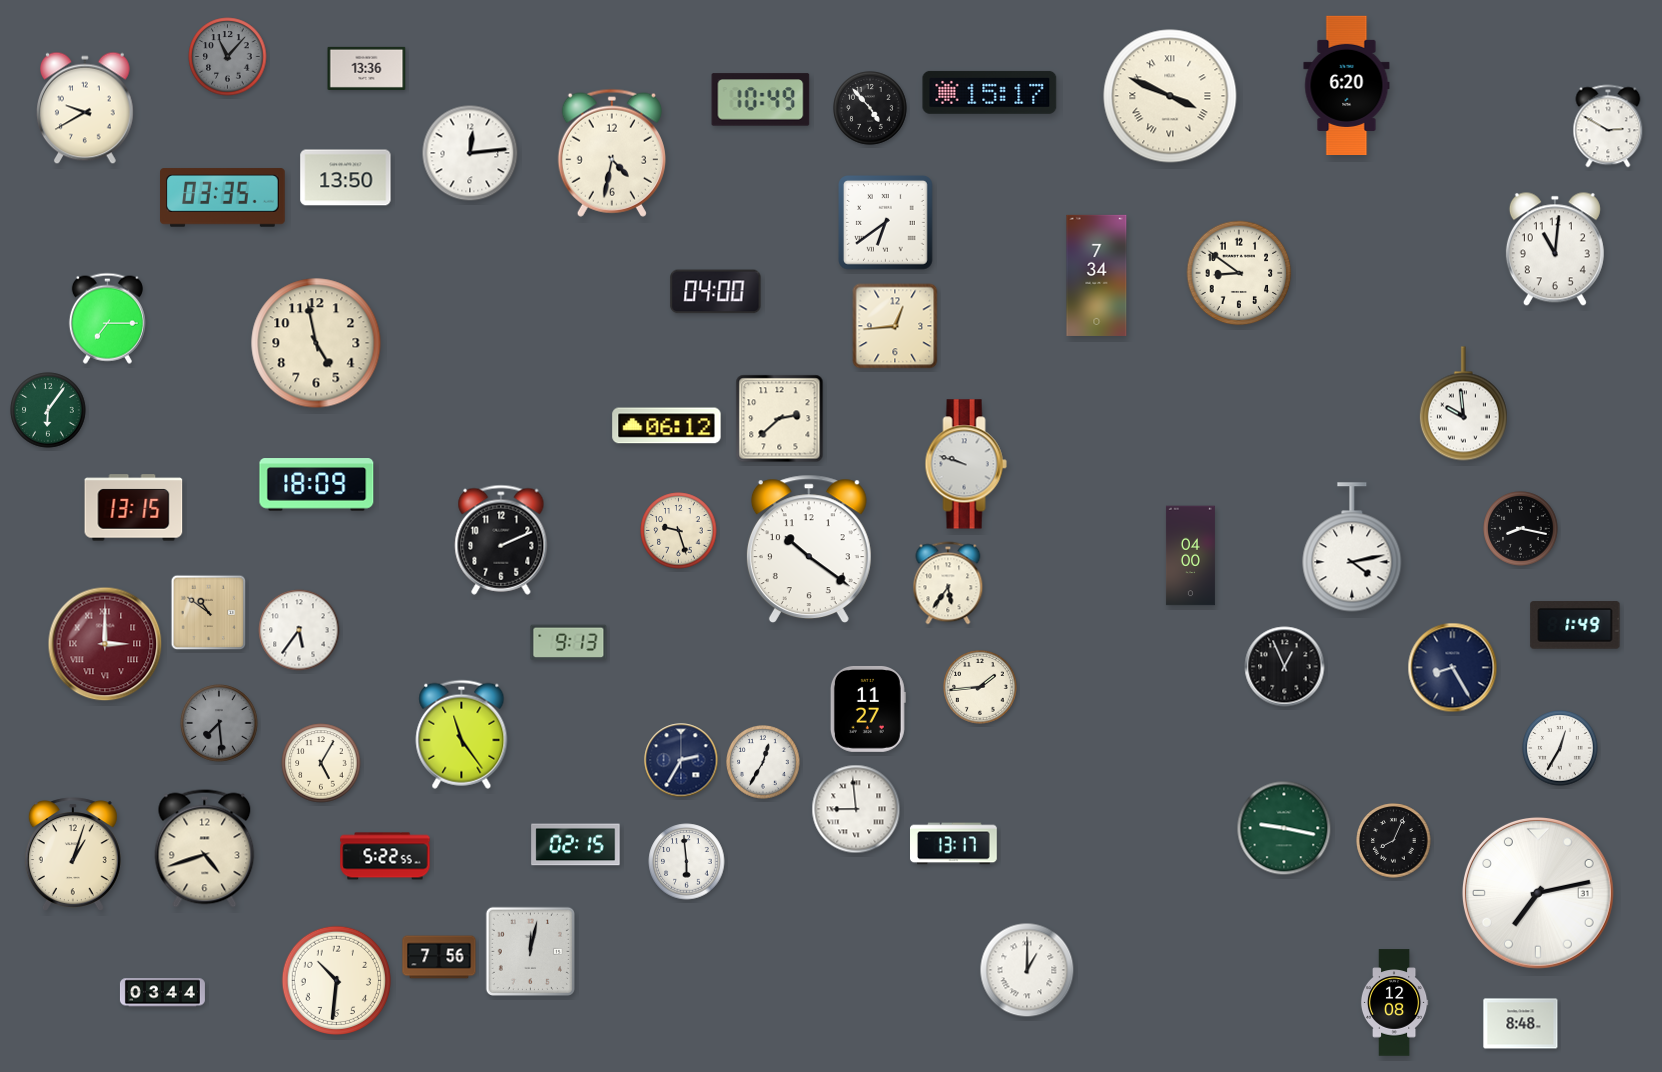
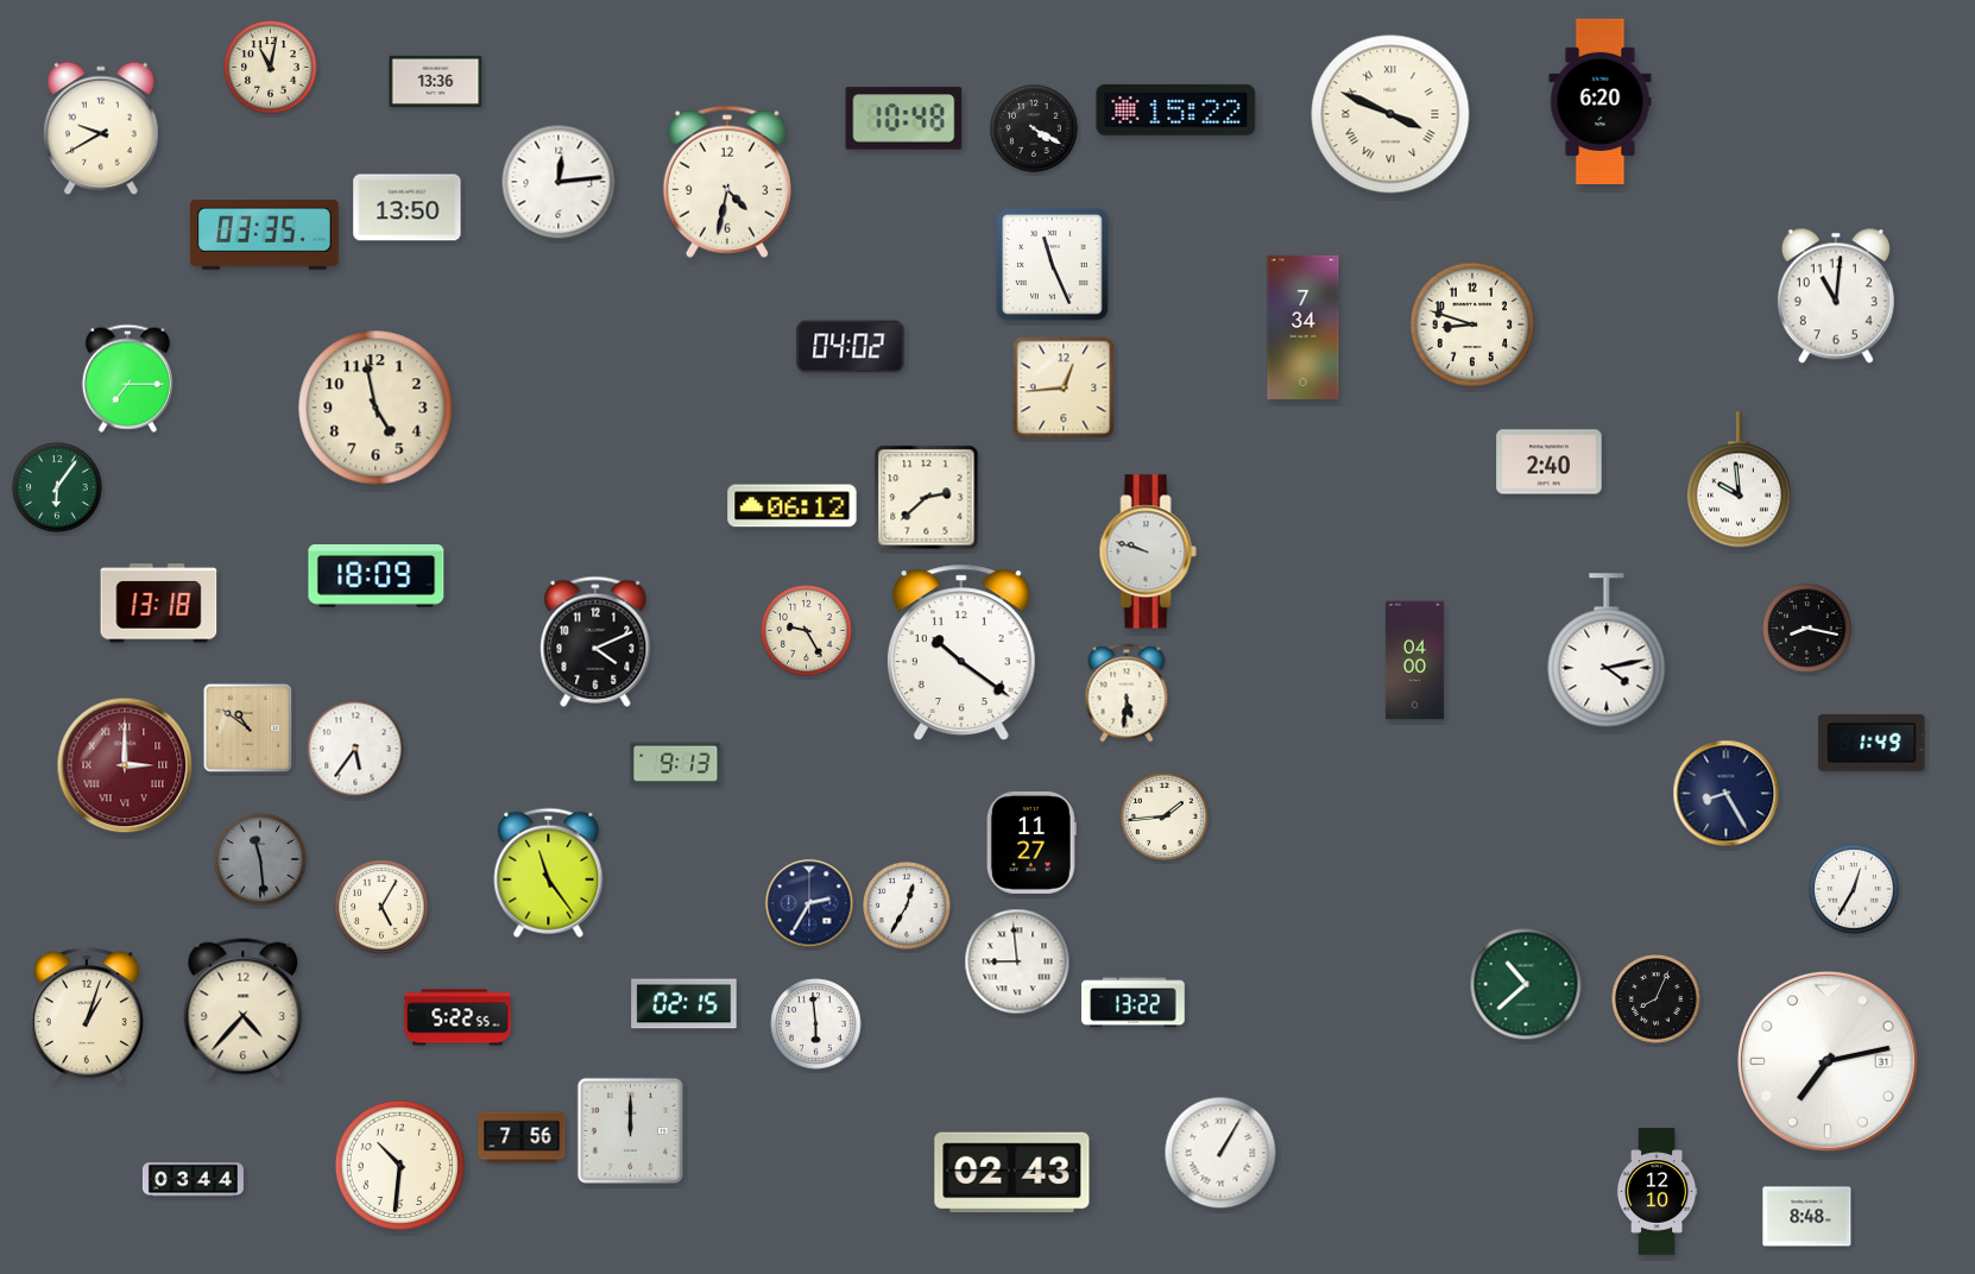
clock at (228, 57): 11:07 -> 11:02
clock at (228, 57) dial: grey -> cream
clock at (990, 92): 15:17 -> 15:22
clock at (761, 100): 10:49 -> 10:48
clock at (870, 108): 4:53 -> 4:20
clock at (1608, 126): 2:50 -> none
clock at (346, 178) position: (346, 178) -> (408, 208)
clock at (886, 223): 6:39 -> 11:26
clock at (1555, 249) position: (1555, 249) -> (1836, 296)
clock at (1239, 273): 8:51 -> 8:48
clock at (716, 292): 04:00 -> 04:02
clock at (1550, 462): none -> 2:40
clock at (134, 508): 13:15 -> 13:18
clock at (679, 531): 9:27 -> 9:25
clock at (501, 540): 2:11 -> 4:11
clock at (948, 583): 5:36 -> 5:31
clock at (1285, 667): 12:56 -> none
clock at (219, 723): 7:29 -> 11:29
clock at (1284, 828): 9:17 -> 10:38
clock at (954, 844): 13:17 -> 13:22
clock at (205, 849): 4:42 -> 4:37
clock at (530, 951): 12:02 -> 12:00
clock at (1027, 970): 1:00 -> 1:05
clock at (1012, 1173): none -> 02:43
clock at (1394, 1003): 12:08 -> 12:10
